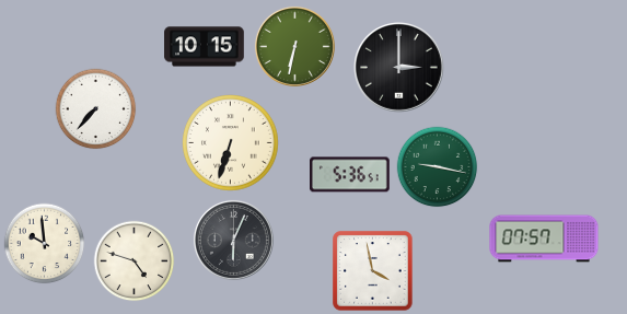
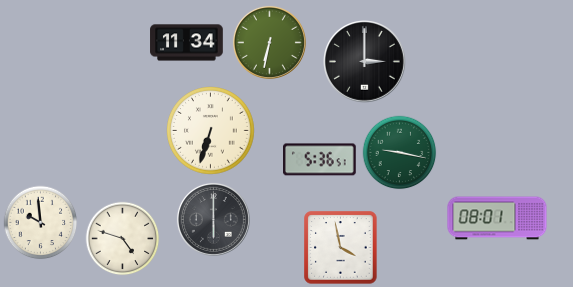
clock at (205, 47): 10:15 -> 11:34
clock at (96, 109): 7:37 -> none
clock at (544, 239): 07:57 -> 08:01
clock at (233, 240): 6:04 -> 6:00
